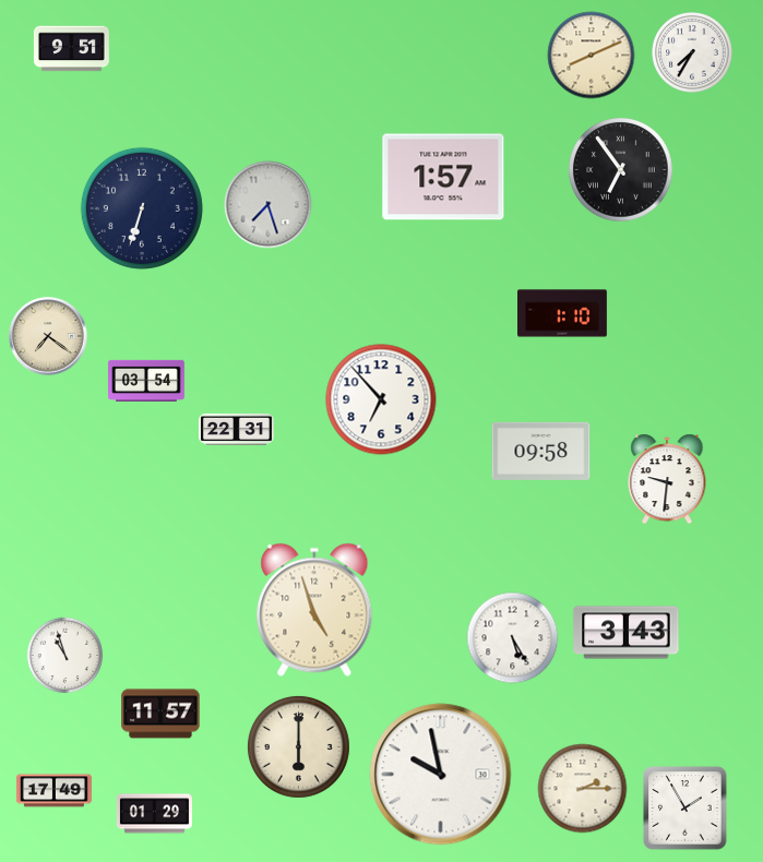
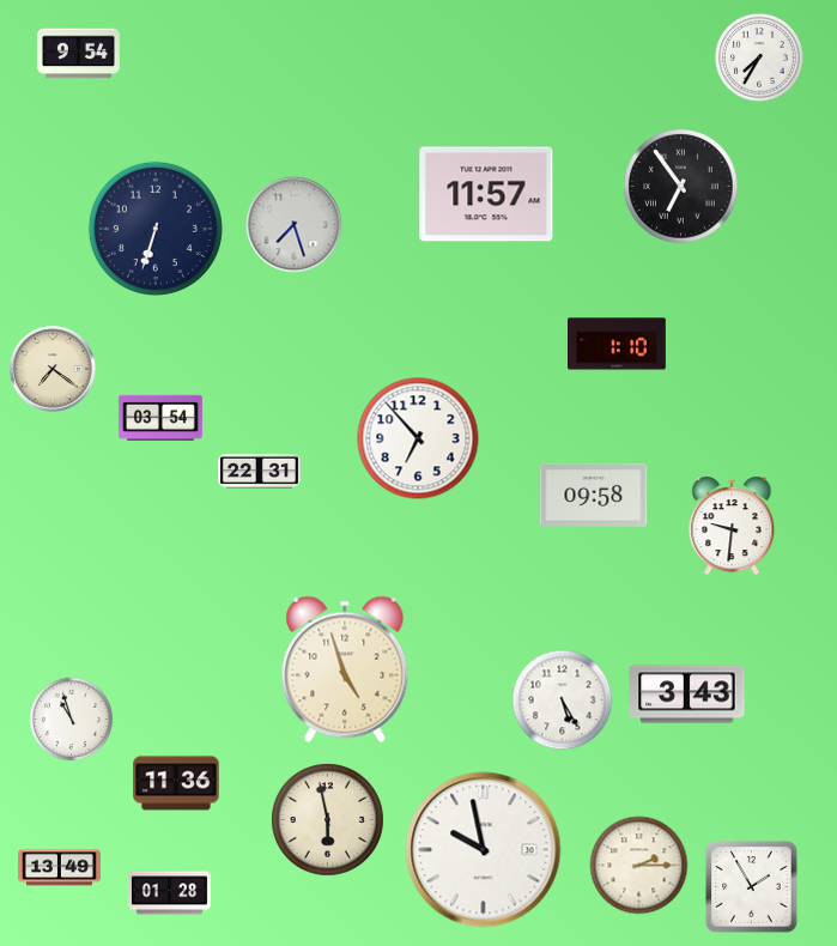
clock at (71, 49): 9:51 -> 9:54
clock at (592, 56): 8:11 -> none
clock at (443, 177): 1:57 -> 11:57
clock at (160, 714): 11:57 -> 11:36
clock at (298, 746): 6:00 -> 5:58
clock at (53, 791): 17:49 -> 13:49
clock at (154, 814): 01:29 -> 01:28
